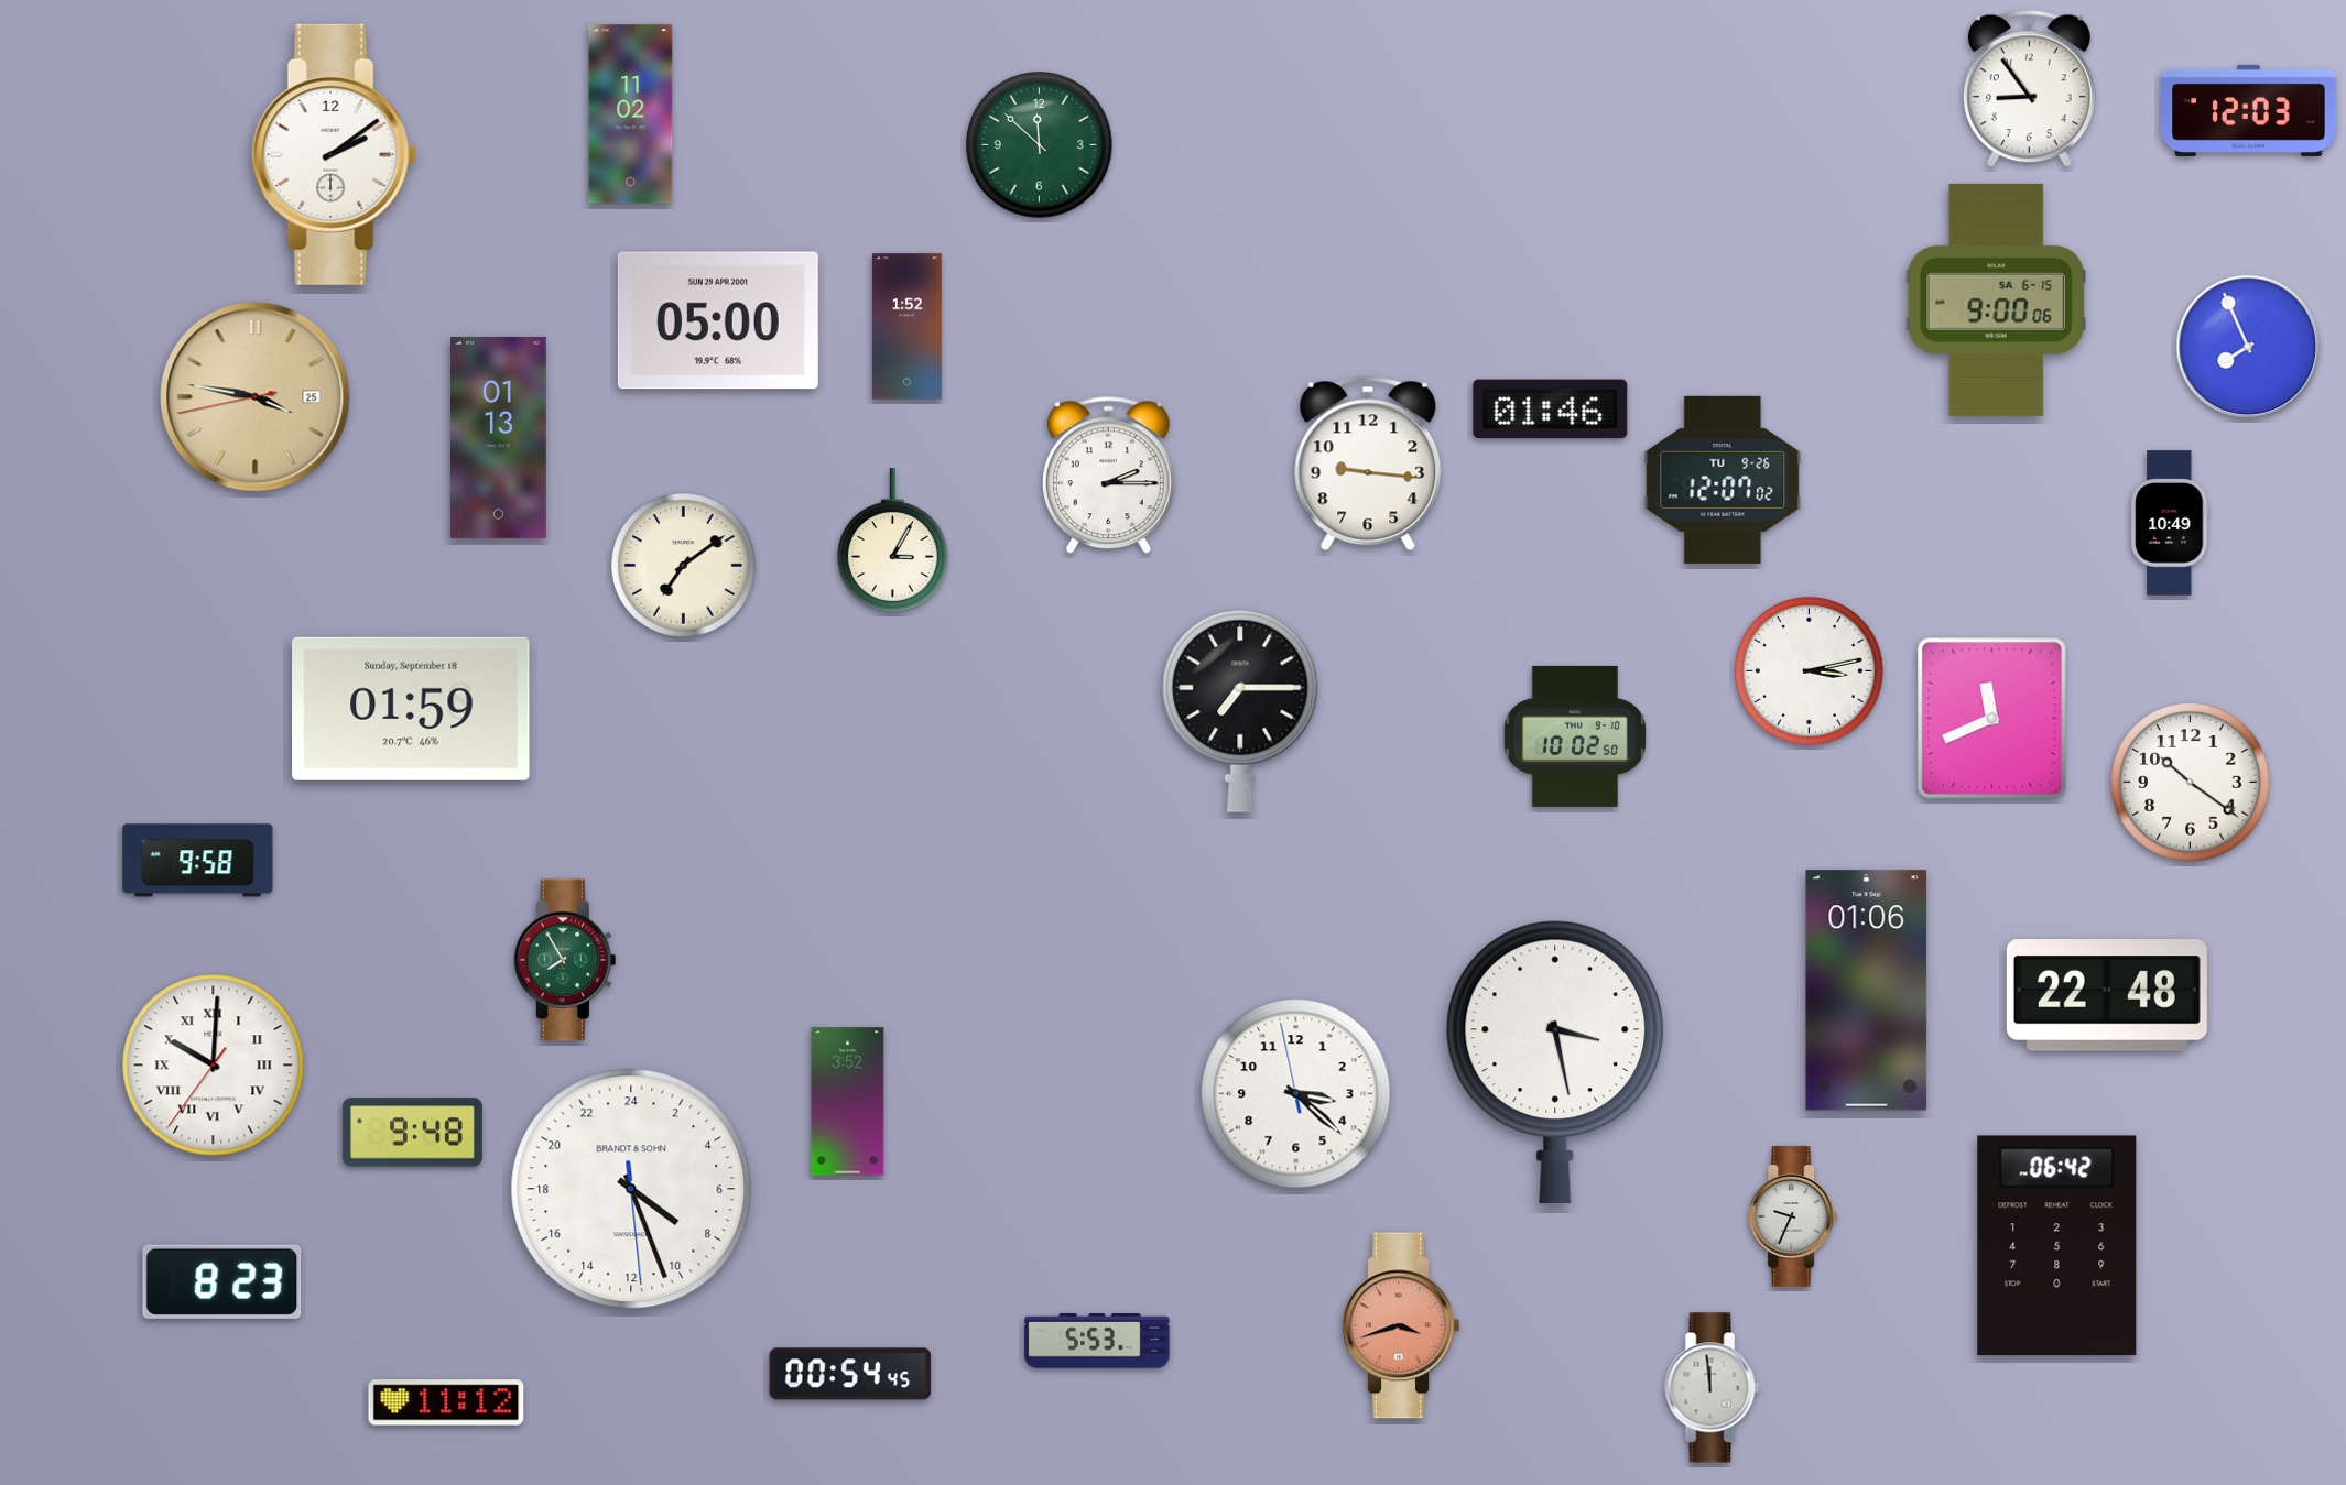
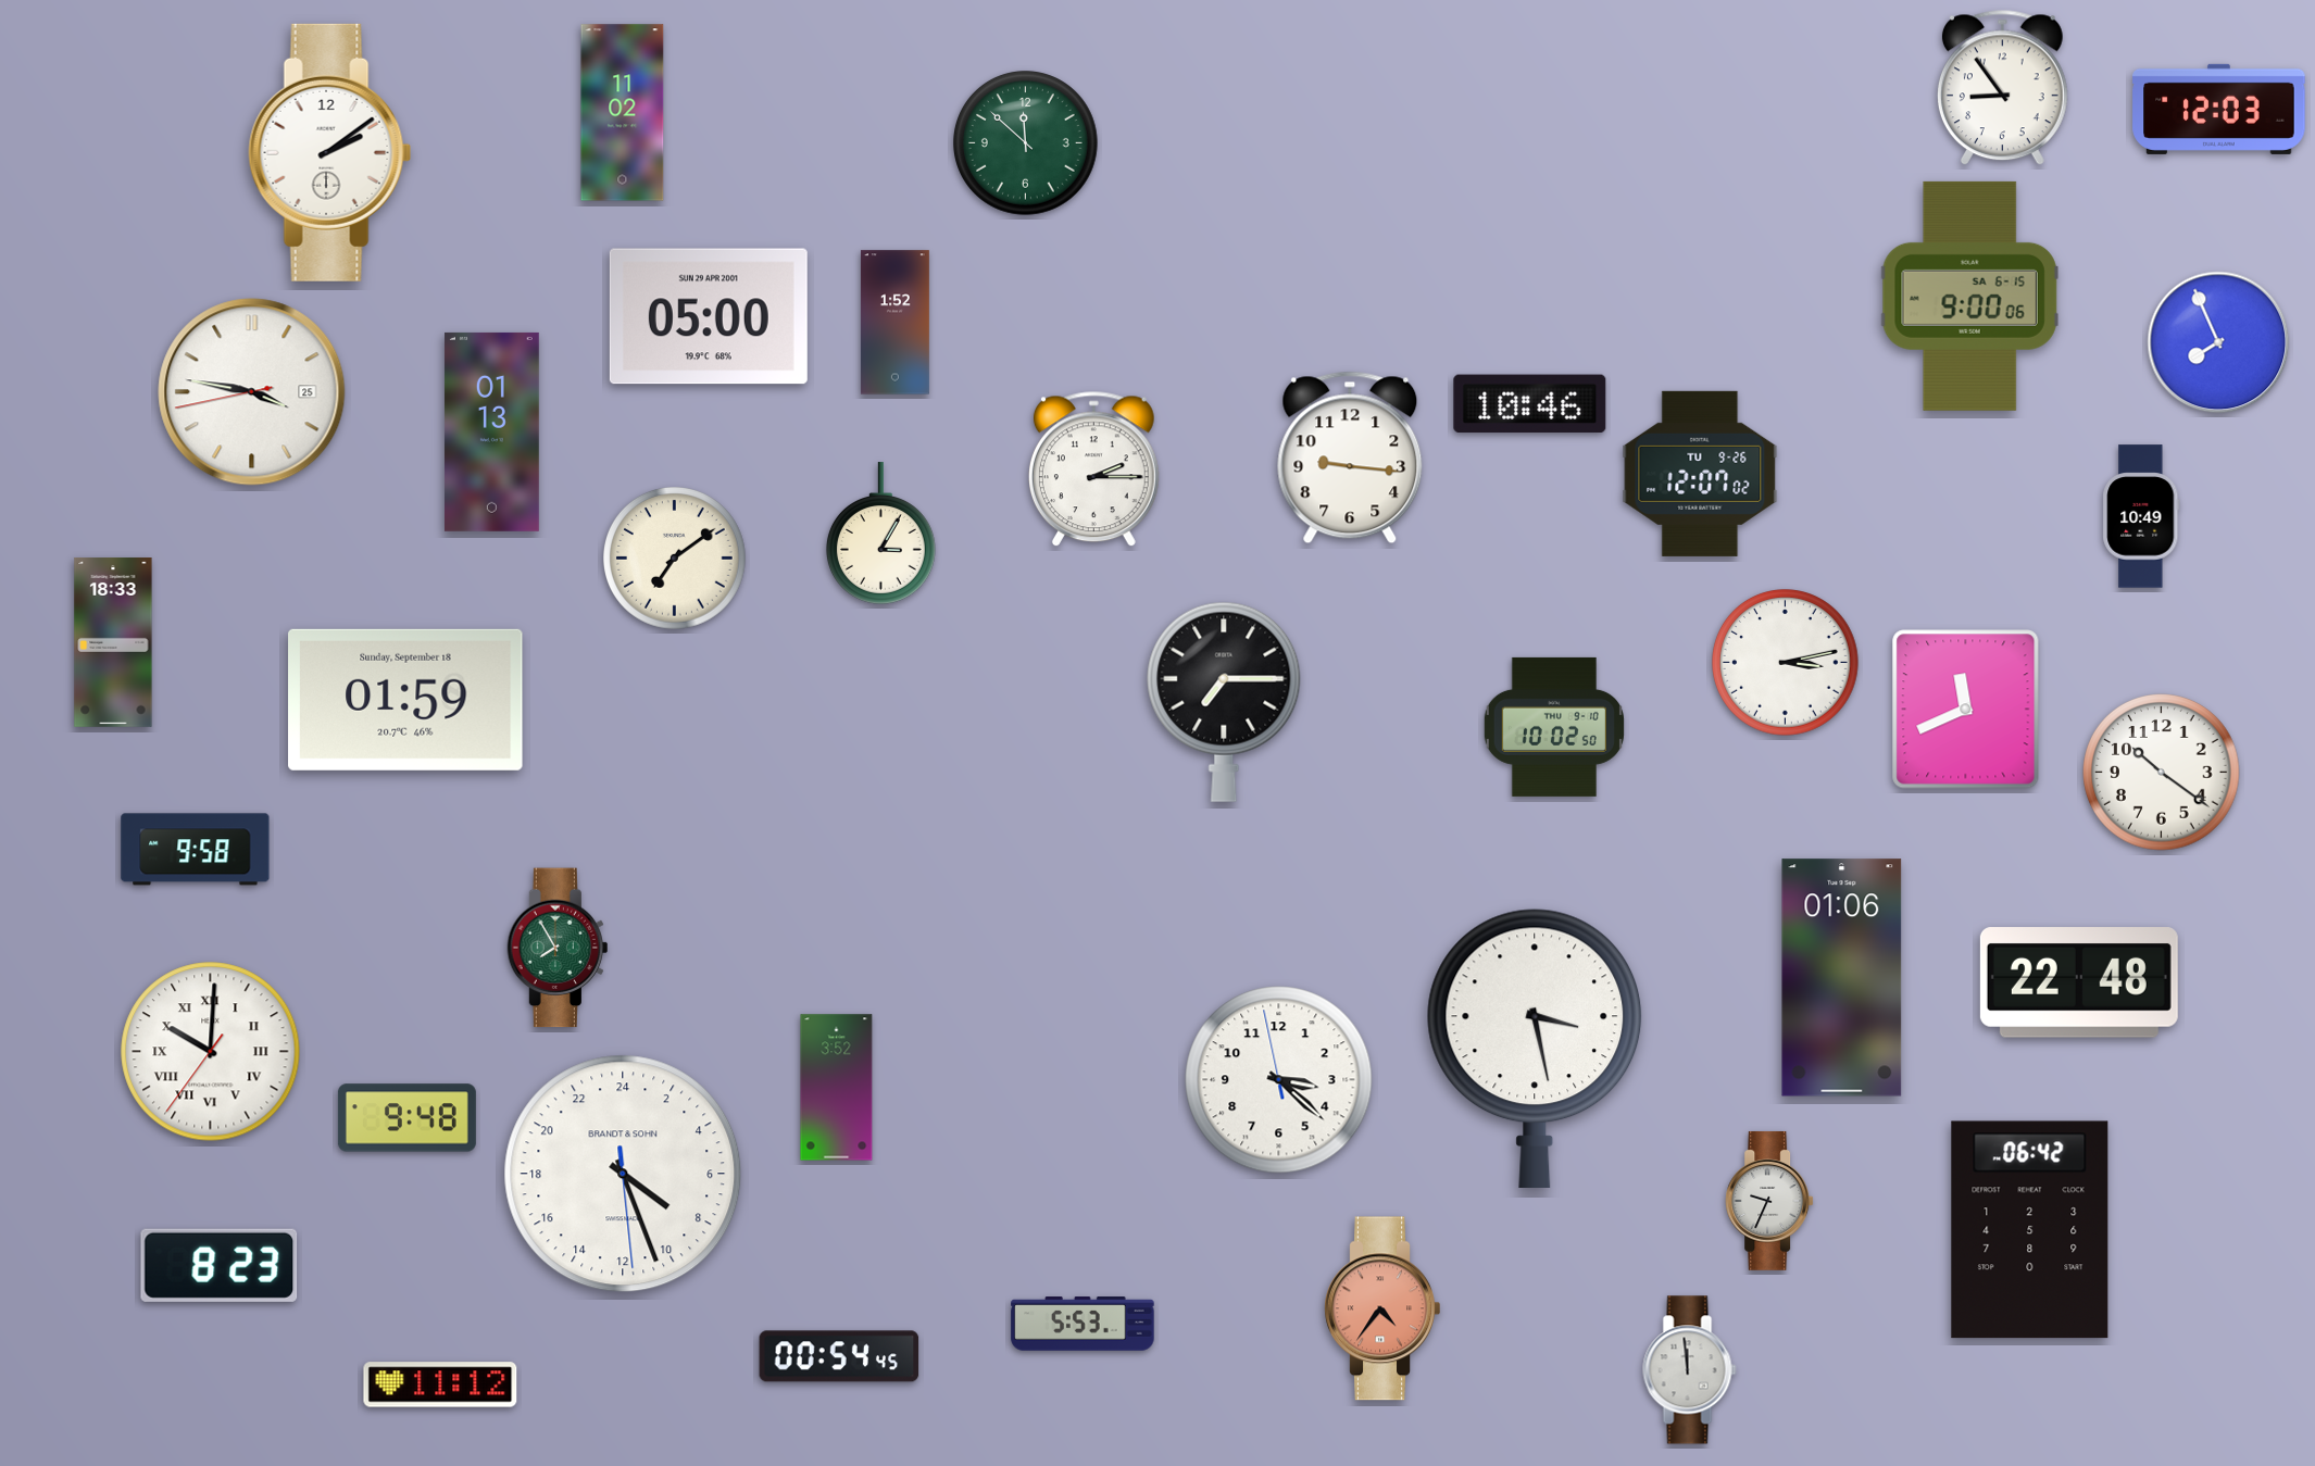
clock at (256, 397) dial: champagne -> white
clock at (1551, 410): 01:46 -> 10:46
clock at (113, 643): none -> 18:33
clock at (1401, 1325): 3:42 -> 4:36
